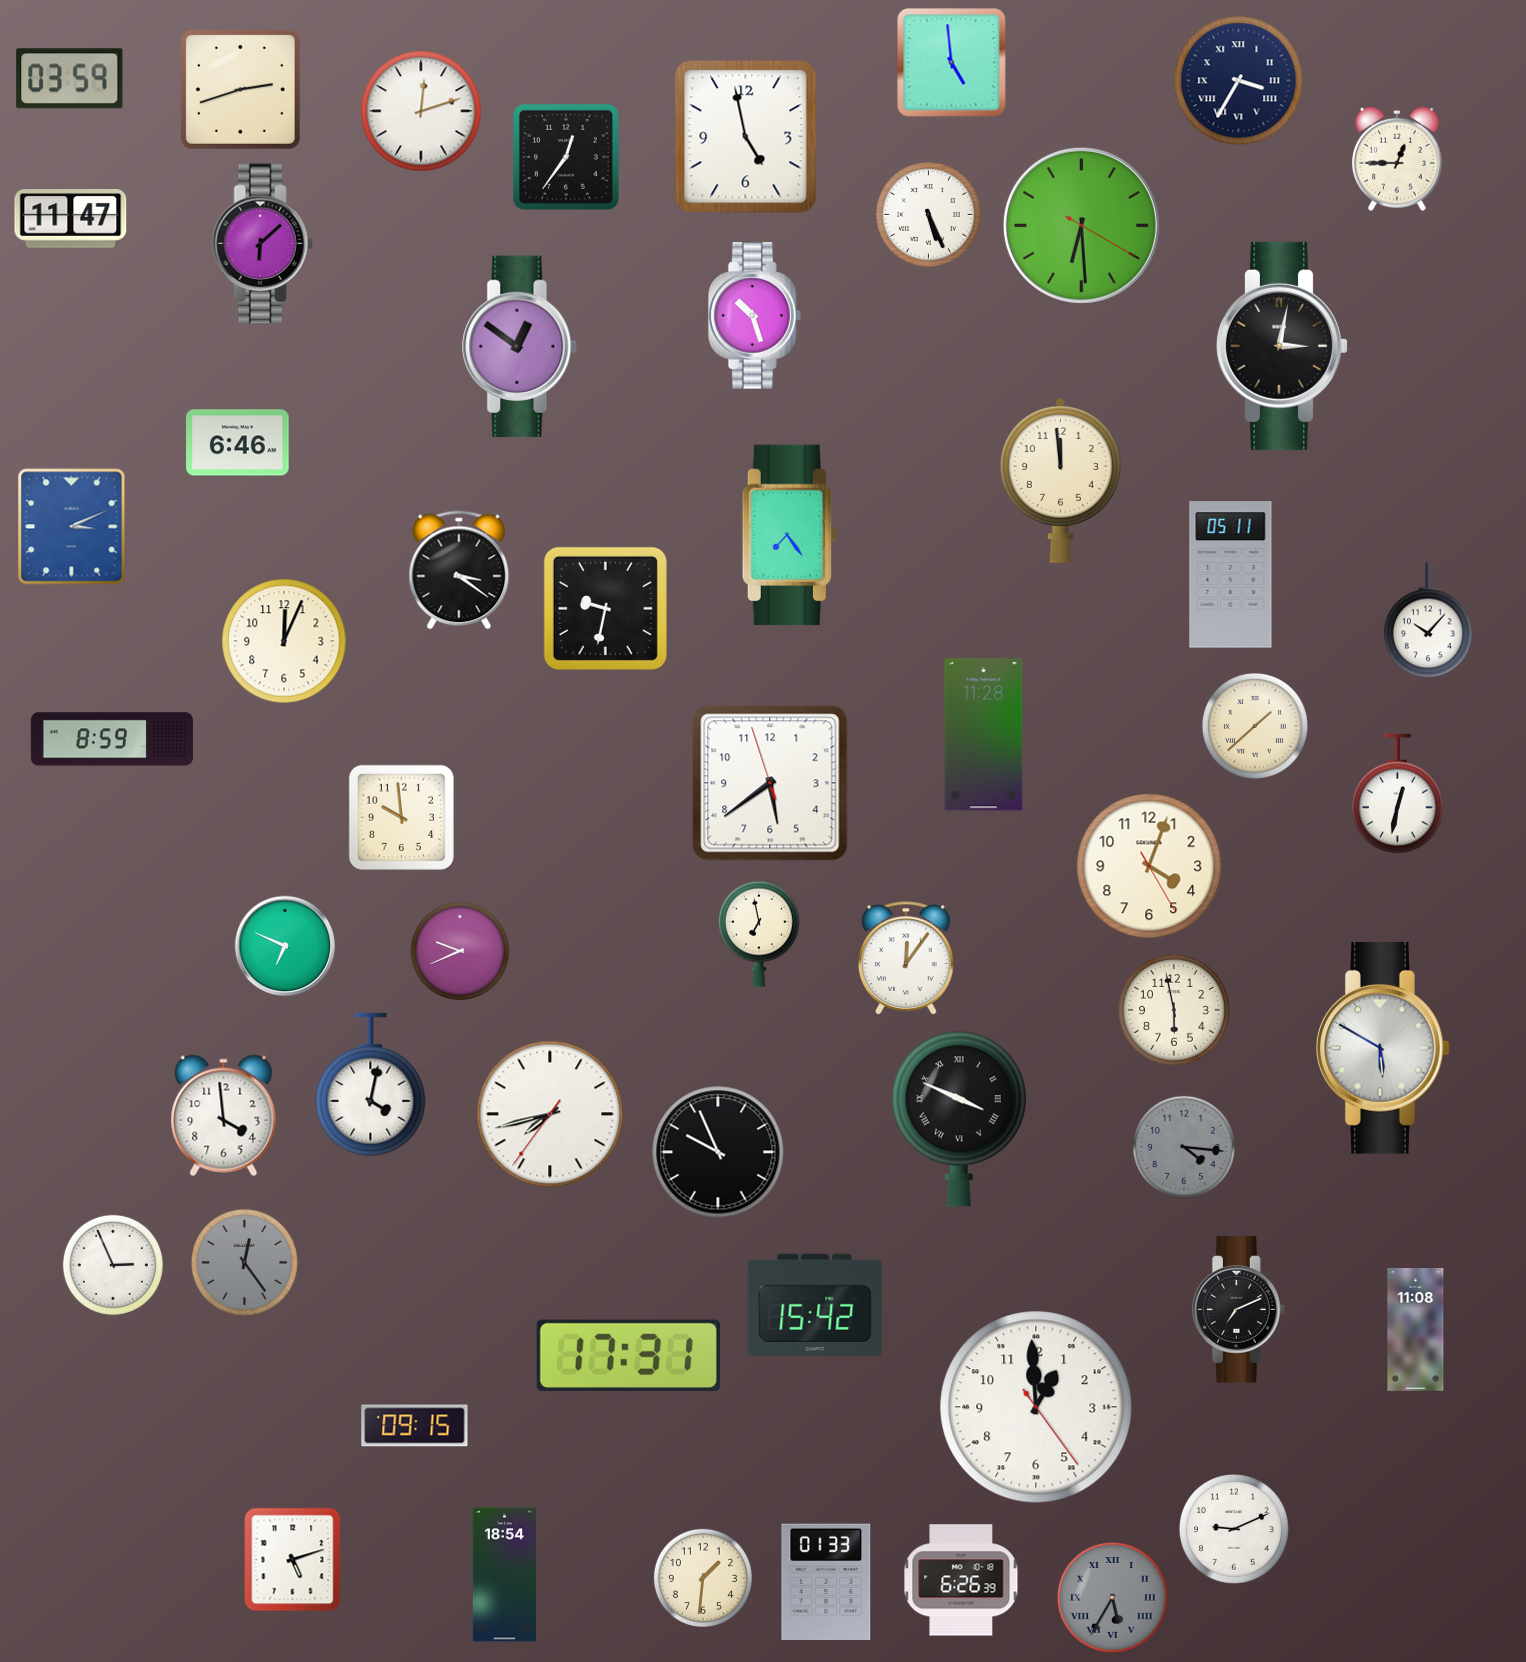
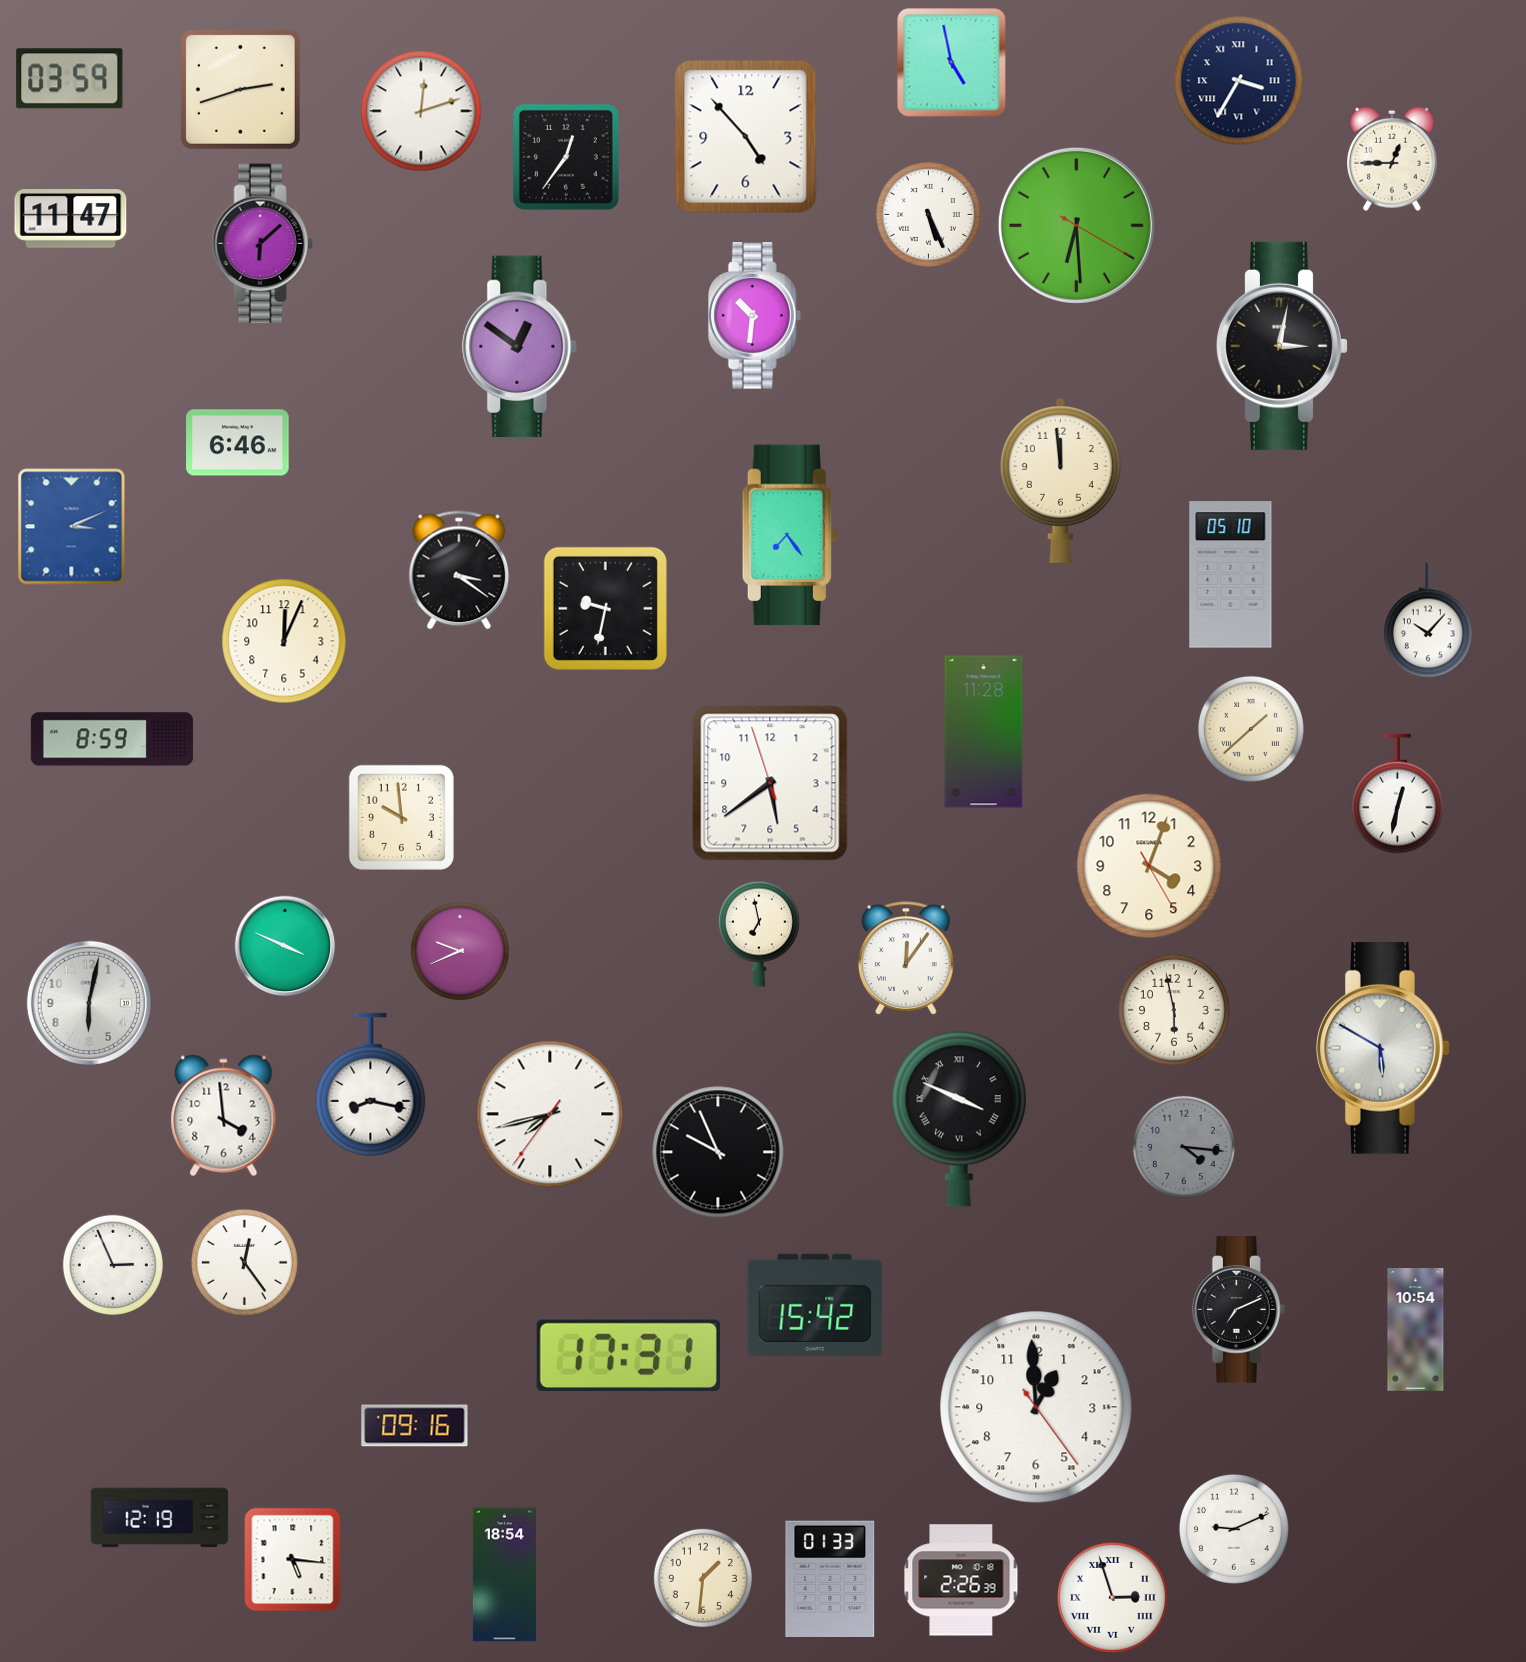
clock at (952, 63): 4:59 -> 4:58
clock at (746, 137): 4:58 -> 4:53
clock at (1398, 159) position: (1398, 159) -> (1393, 159)
clock at (1081, 225) position: (1081, 225) -> (1076, 225)
clock at (754, 316): 10:27 -> 10:31
clock at (1231, 575): 05:11 -> 05:10
clock at (1255, 726) position: (1255, 726) -> (1251, 729)
clock at (984, 735) position: (984, 735) -> (984, 732)
clock at (285, 946): 6:49 -> 3:49
clock at (89, 1003): none -> 6:02
clock at (371, 1085): 4:02 -> 8:17
clock at (244, 1262) dial: grey -> white
clock at (1416, 1330): 11:08 -> 10:54
clock at (415, 1426): 09:15 -> 09:16
clock at (160, 1518): none -> 12:19
clock at (293, 1560): 5:12 -> 5:16
clock at (961, 1580): 6:26 -> 2:26
clock at (826, 1581) position: (826, 1581) -> (830, 1578)
clock at (1113, 1598): 5:35 -> 2:57
clock at (1113, 1598) dial: grey -> white
